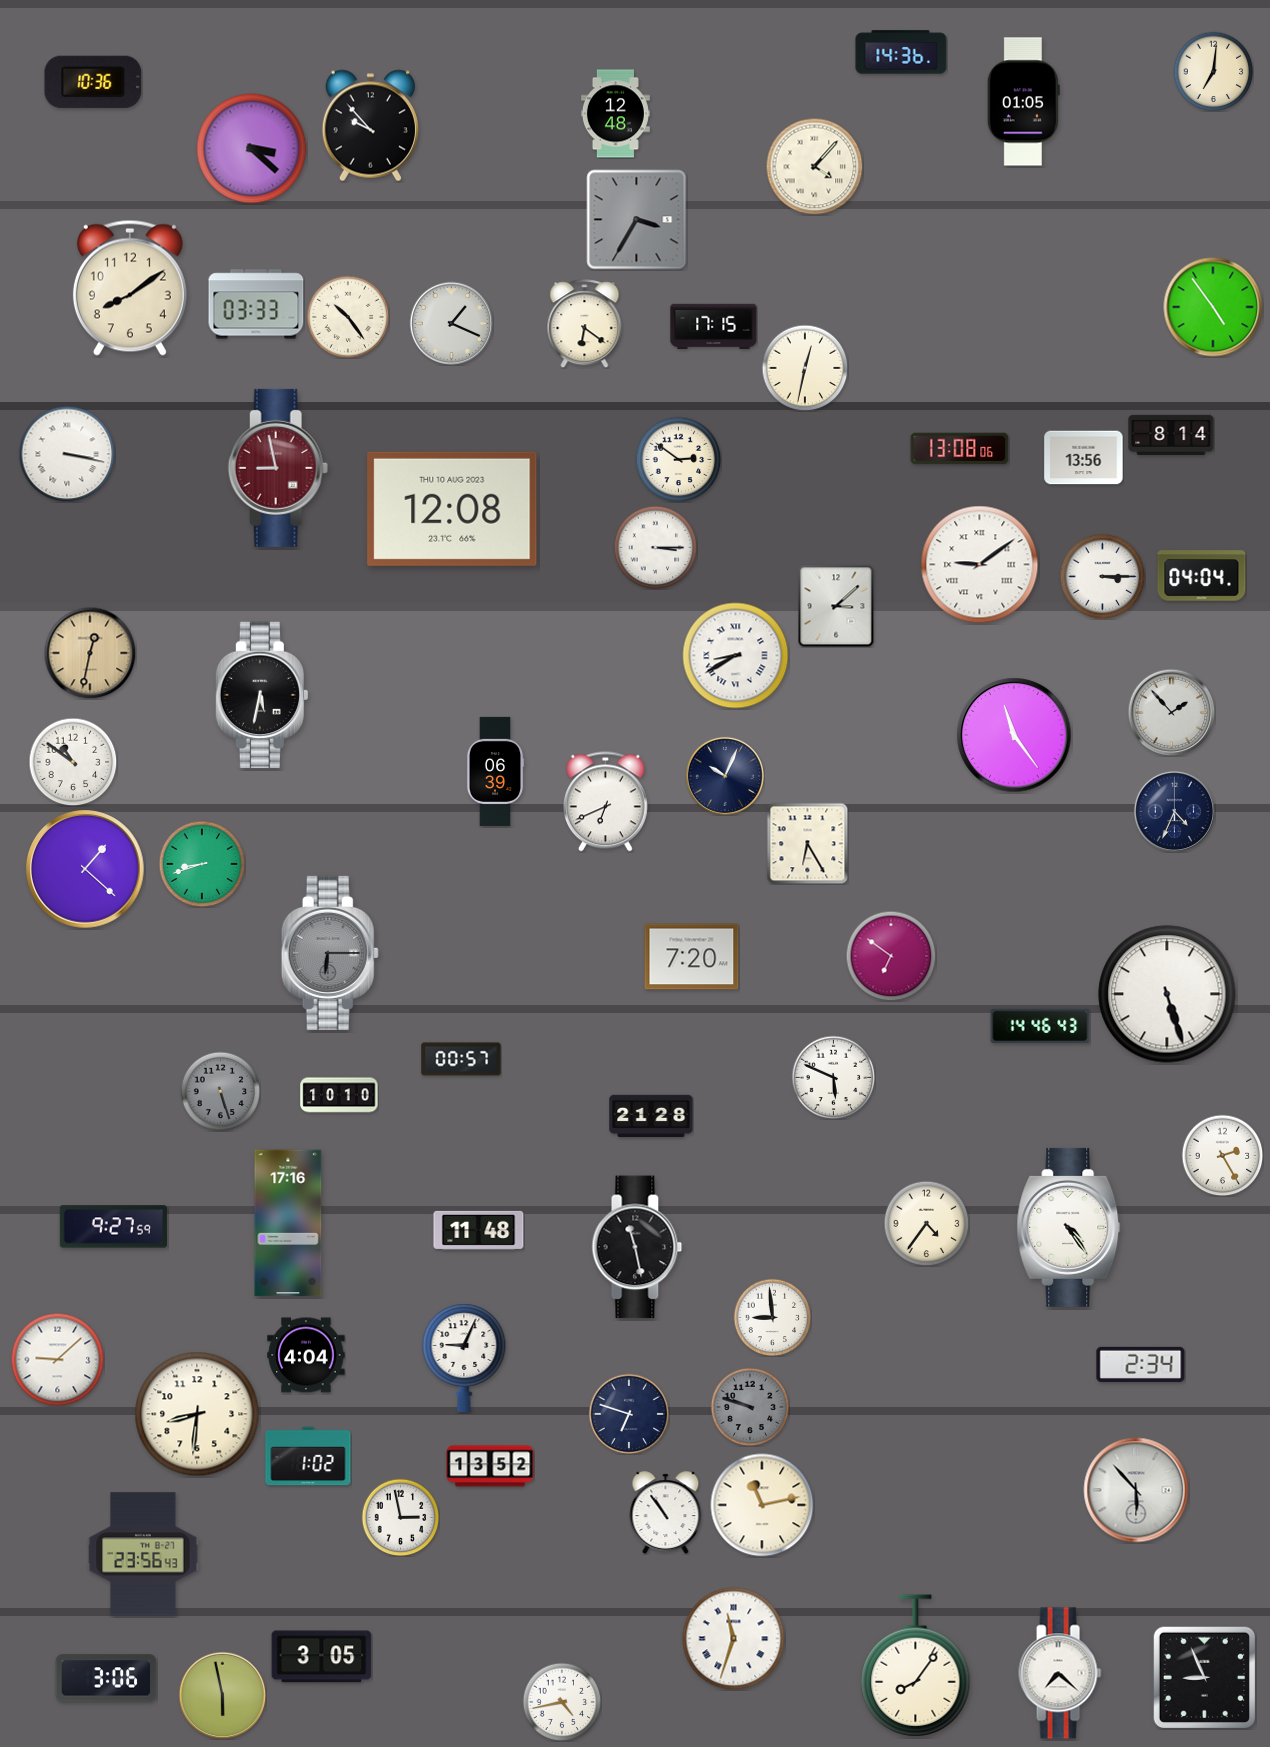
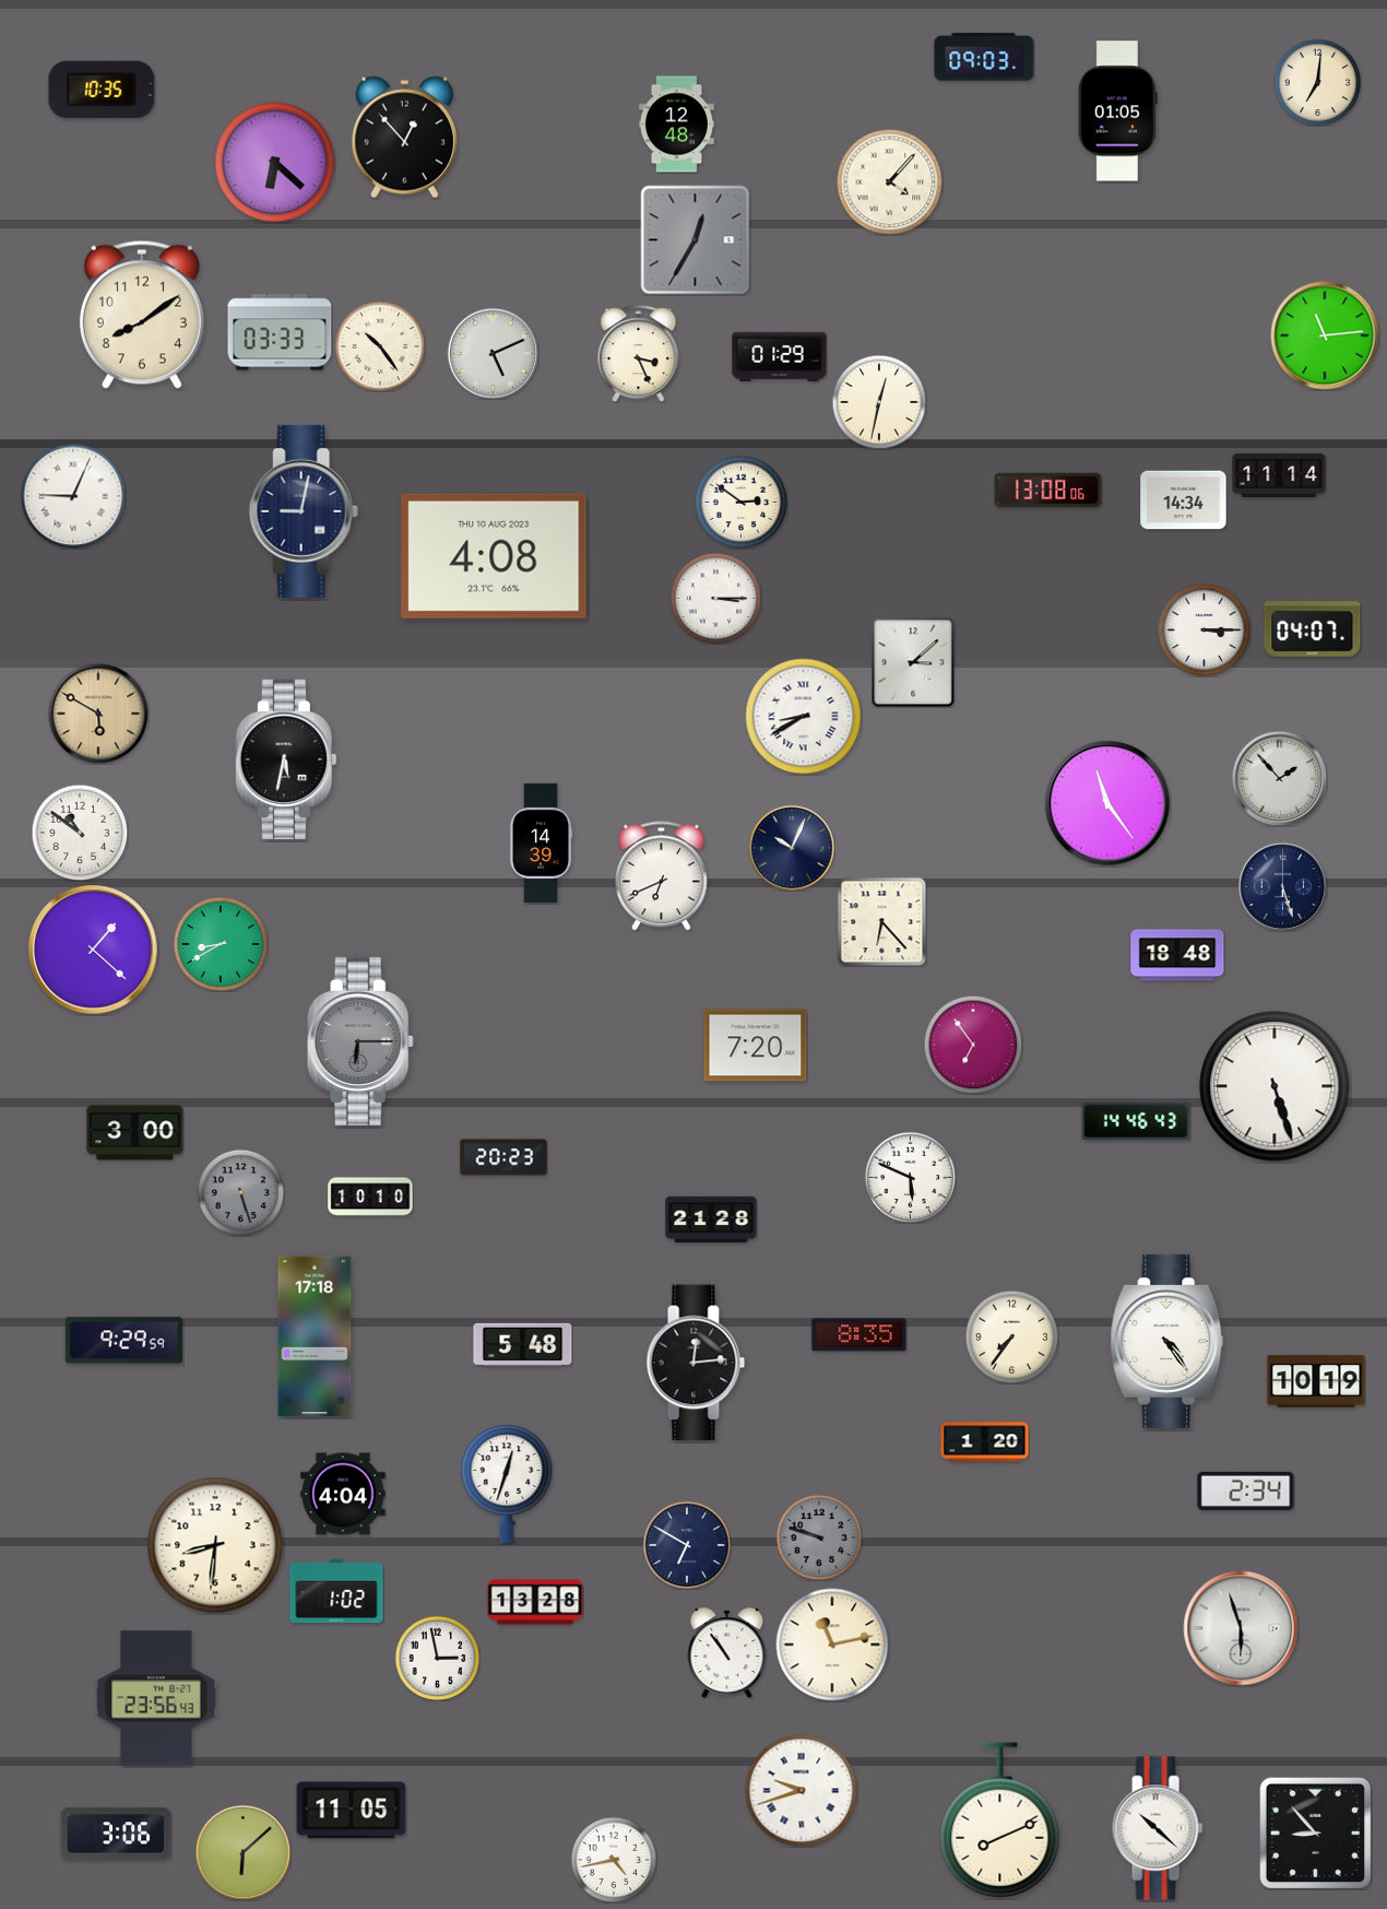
clock at (901, 52): 14:36 -> 09:03
clock at (1213, 71) position: (1213, 71) -> (1317, 82)
clock at (93, 82): 10:36 -> 10:35
clock at (615, 114) position: (615, 114) -> (676, 125)
clock at (370, 126): 9:53 -> 12:53
clock at (252, 149): 3:22 -> 6:22
clock at (637, 220): 3:35 -> 12:35
clock at (1213, 307): 4:54 -> 11:14
clock at (451, 323): 1:19 -> 5:11
clock at (585, 324): 6:21 -> 3:26
clock at (714, 326): 17:15 -> 01:29
clock at (1171, 435): 8:14 -> 11:14
clock at (67, 454): 3:17 -> 9:04
clock at (1084, 458): 13:56 -> 14:34
clock at (278, 468): 8:58 -> 9:02
clock at (278, 468) dial: burgundy -> navy
clock at (452, 509): 12:08 -> 4:08
clock at (980, 565): 9:09 -> none
clock at (1202, 576): 04:04 -> 04:07
clock at (90, 653): 12:32 -> 5:50
clock at (495, 771): 06:39 -> 14:39
clock at (1174, 811): 4:34 -> 5:27
clock at (807, 843): 6:25 -> 6:23
clock at (202, 864): 8:42 -> 8:40
clock at (1177, 955): none -> 18:48
clock at (891, 956): 6:51 -> 6:54
clock at (135, 1133): none -> 3:00
clock at (461, 1059): 00:57 -> 20:23
clock at (1222, 1155): 2:25 -> none
clock at (860, 1335): none -> 8:35
clock at (288, 1223): 17:16 -> 17:18
clock at (926, 1223): 4:36 -> 7:36
clock at (113, 1227): 9:27 -> 9:29
clock at (479, 1230): 11:48 -> 5:48
clock at (637, 1247): 11:28 -> 12:14
clock at (1316, 1381): none -> 10:19
clock at (772, 1317): 8:59 -> none
clock at (985, 1442): none -> 1:20
clock at (306, 1355) position: (306, 1355) -> (343, 1494)
clock at (464, 1358): 9:04 -> 12:33
clock at (57, 1359): 9:08 -> none
clock at (629, 1414): 6:48 -> 6:50
clock at (490, 1466): 13:52 -> 13:28
clock at (1136, 1490): 5:53 -> 5:57
clock at (734, 1639): 11:33 -> 9:42
clock at (322, 1657): 3:05 -> 11:05
clock at (916, 1666): 8:06 -> 8:11
clock at (1060, 1673): 7:22 -> 10:22
clock at (1204, 1677): 8:56 -> 8:53
clock at (222, 1695): 5:58 -> 6:08
